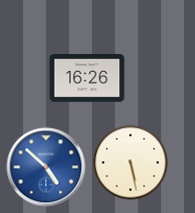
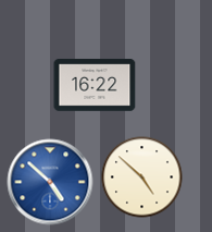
clock at (87, 79): 16:26 -> 16:22
clock at (131, 163): 5:28 -> 4:52
